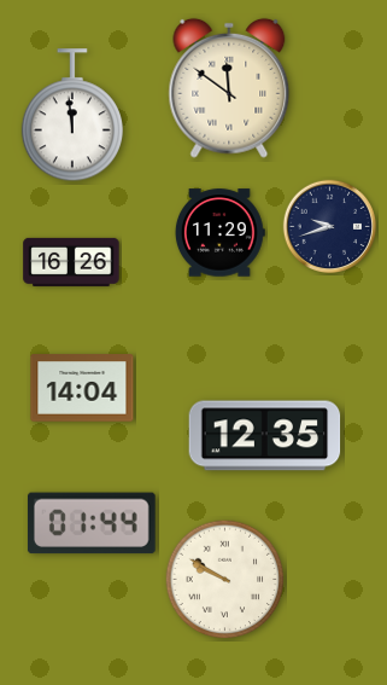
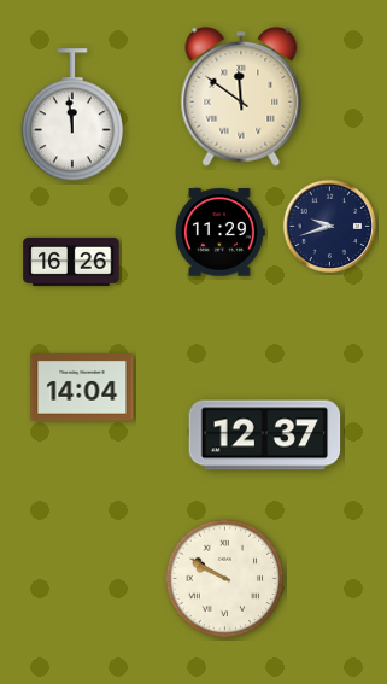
clock at (229, 88) position: (229, 88) -> (241, 97)
clock at (265, 436): 12:35 -> 12:37
clock at (92, 523): 01:44 -> none
